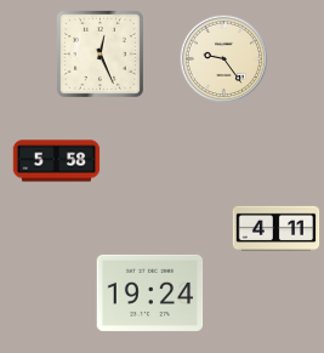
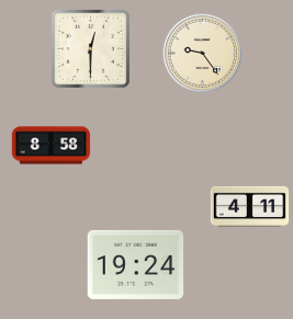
clock at (100, 53): 12:26 -> 12:30
clock at (57, 161): 5:58 -> 8:58
